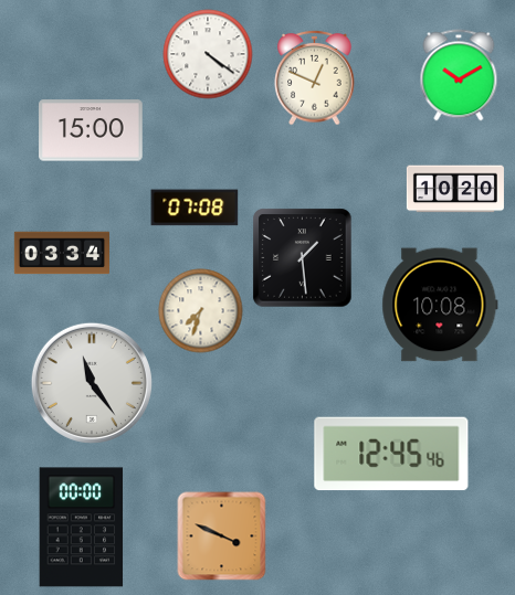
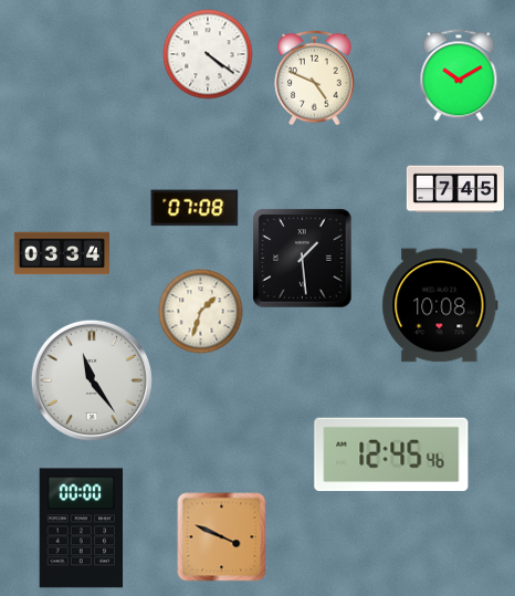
clock at (315, 77): 12:49 -> 4:49
clock at (91, 130): 15:00 -> none
clock at (455, 189): 10:20 -> 7:45
clock at (201, 311): 7:33 -> 1:33
clock at (92, 383) position: (92, 383) -> (92, 380)
